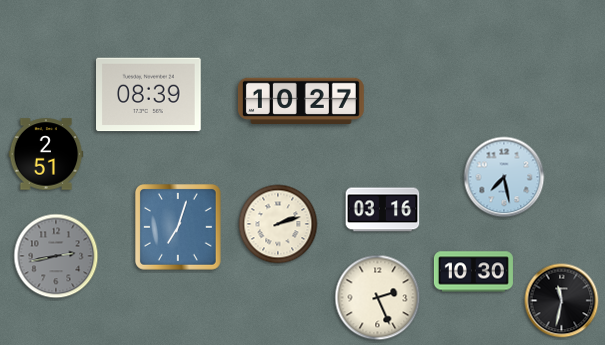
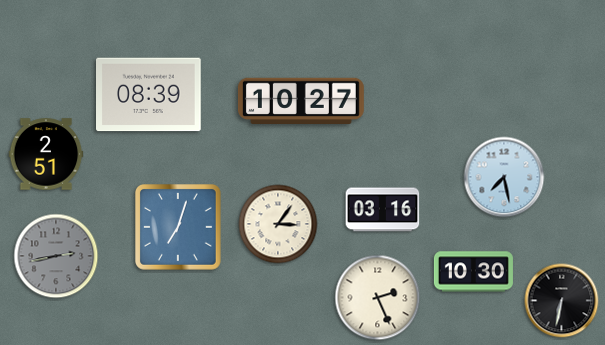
clock at (278, 224): 2:12 -> 3:06
clock at (562, 301): 11:32 -> 6:32
